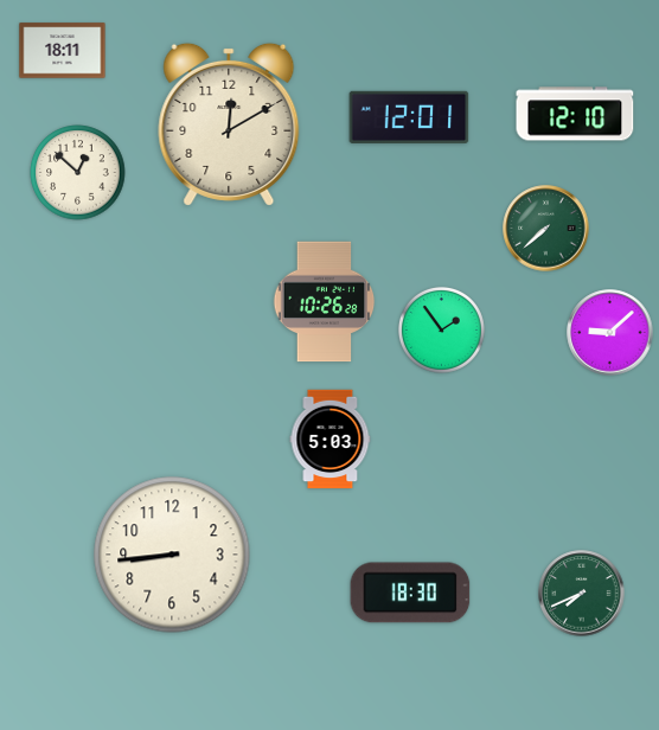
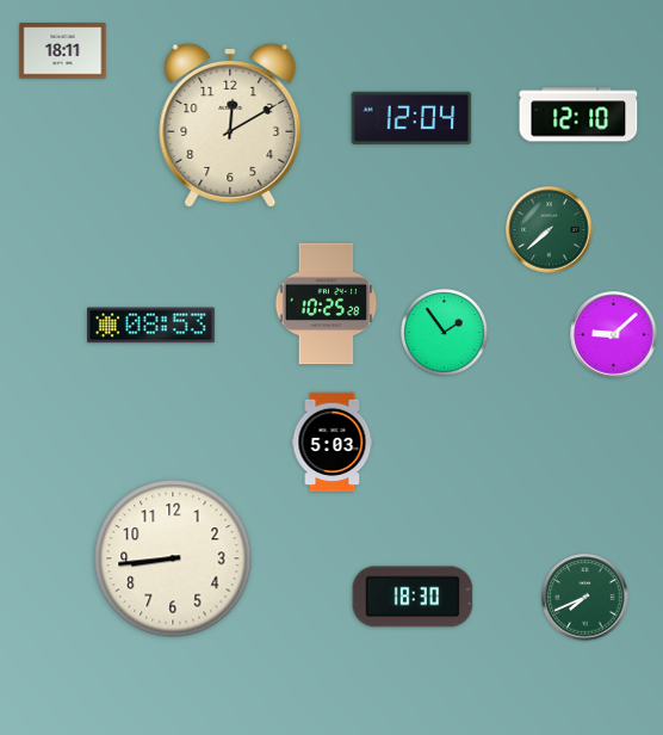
clock at (409, 117): 12:01 -> 12:04
clock at (78, 173): 12:52 -> none
clock at (325, 302): 10:26 -> 10:25
clock at (150, 326): none -> 08:53
